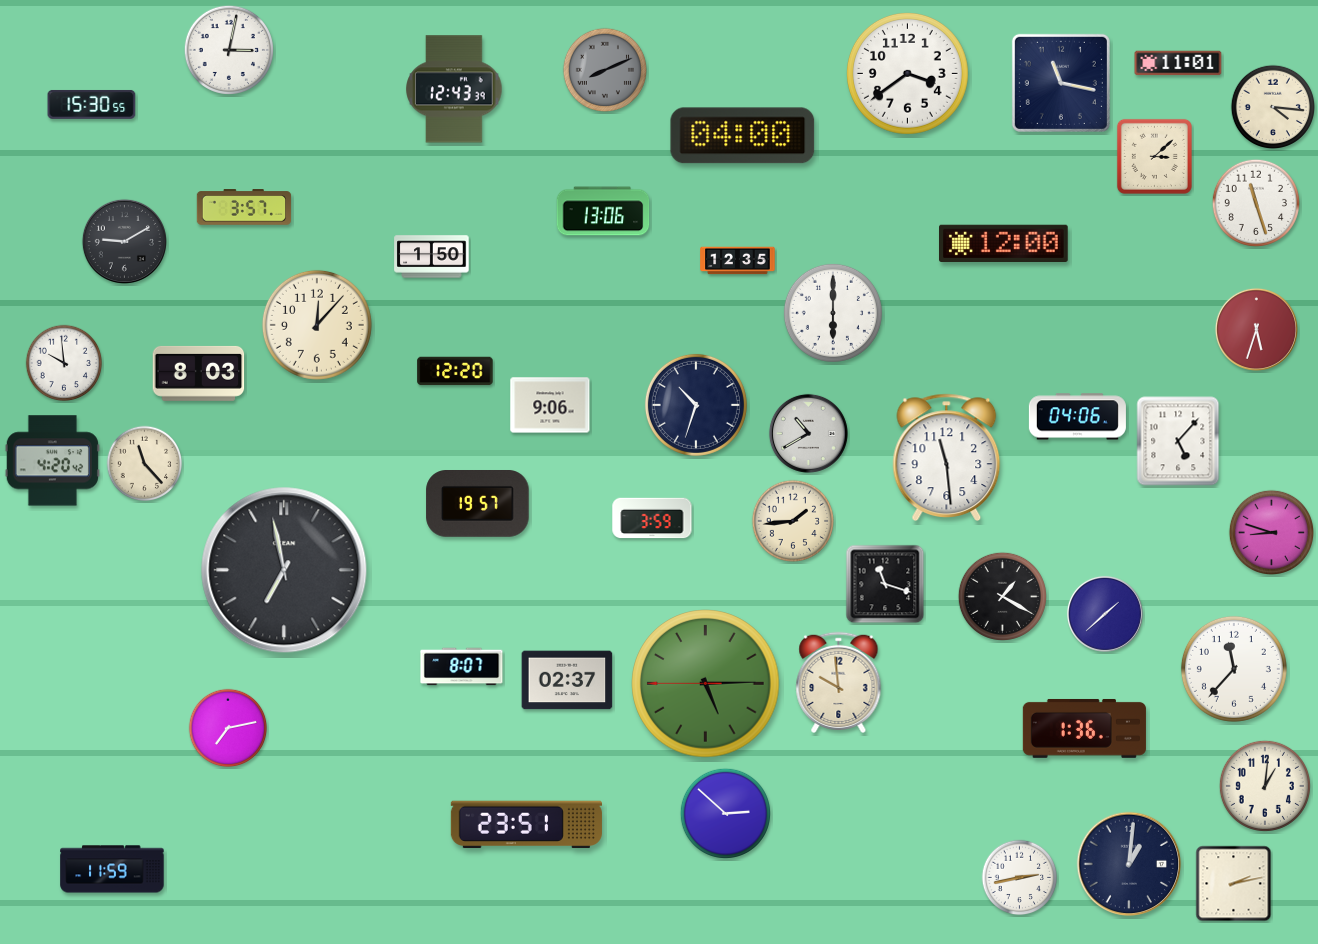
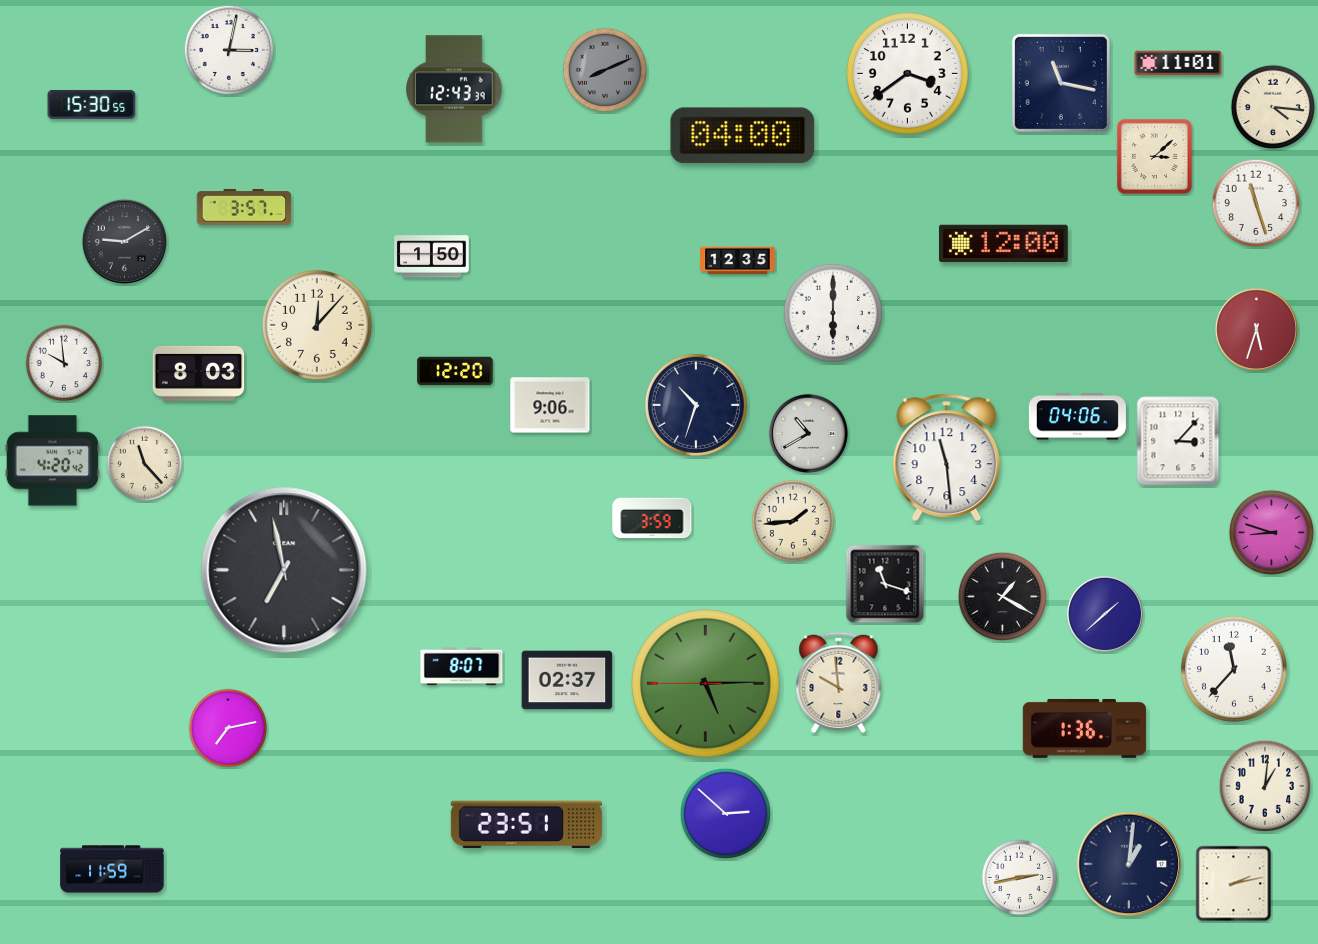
clock at (603, 211): 13:06 -> none
clock at (1178, 441): 5:07 -> 3:07
clock at (478, 504): 19:57 -> none
